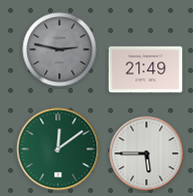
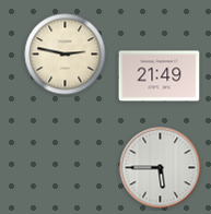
clock at (60, 50) dial: grey -> cream
clock at (58, 149): 12:09 -> none
